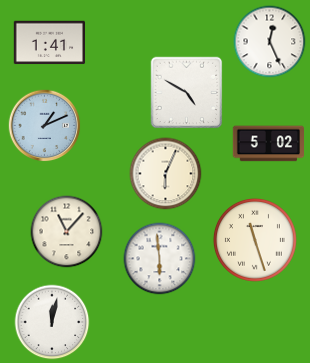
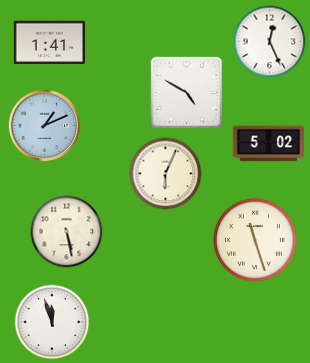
clock at (67, 232): 11:07 -> 5:28
clock at (160, 259): 5:59 -> none
clock at (52, 322): 12:02 -> 11:57
